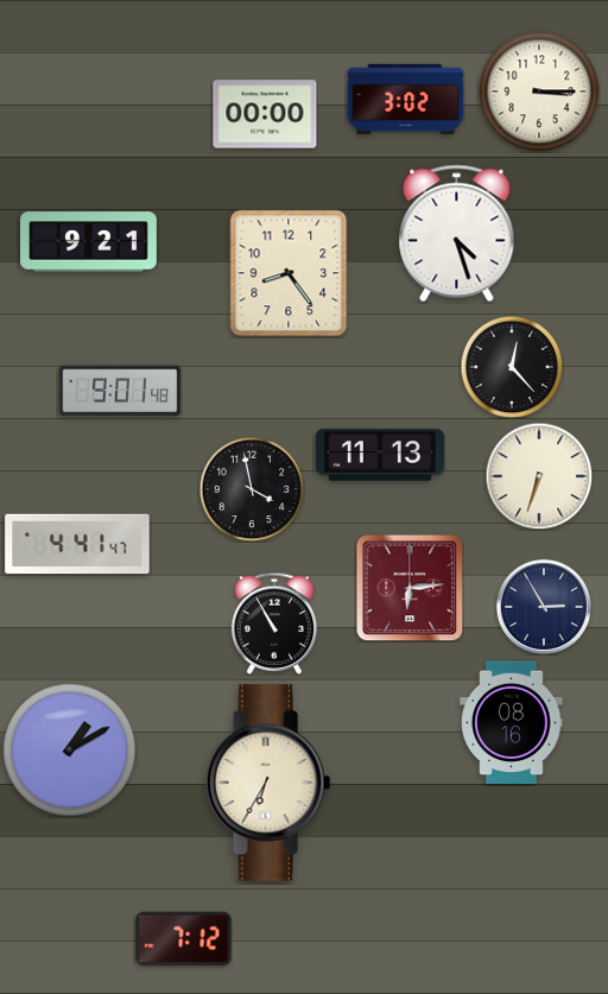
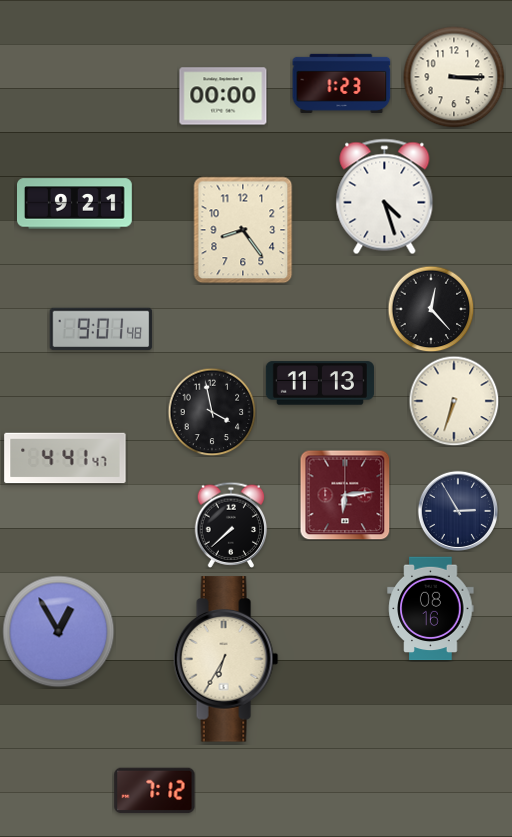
clock at (406, 99): 3:02 -> 1:23
clock at (274, 623): 10:55 -> 7:38
clock at (70, 751): 1:10 -> 12:55
